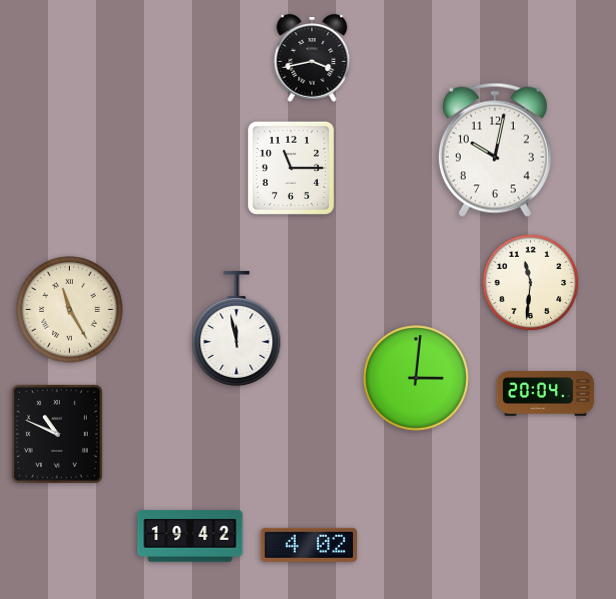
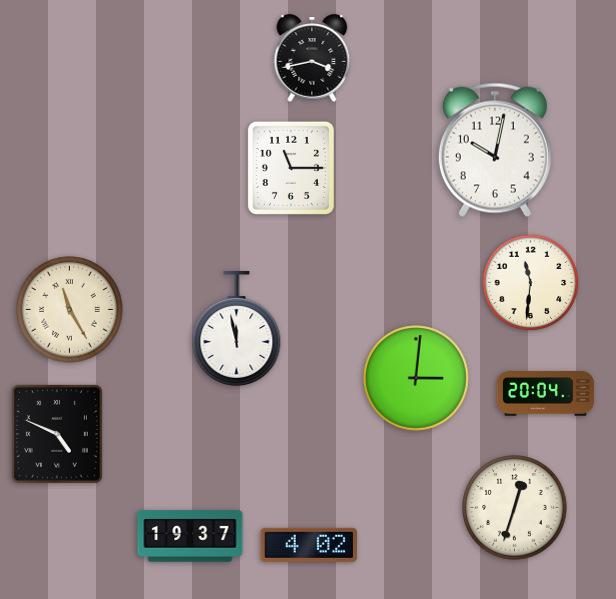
clock at (57, 434): 10:49 -> 4:49
clock at (515, 508): none -> 12:33
clock at (190, 536): 19:42 -> 19:37
